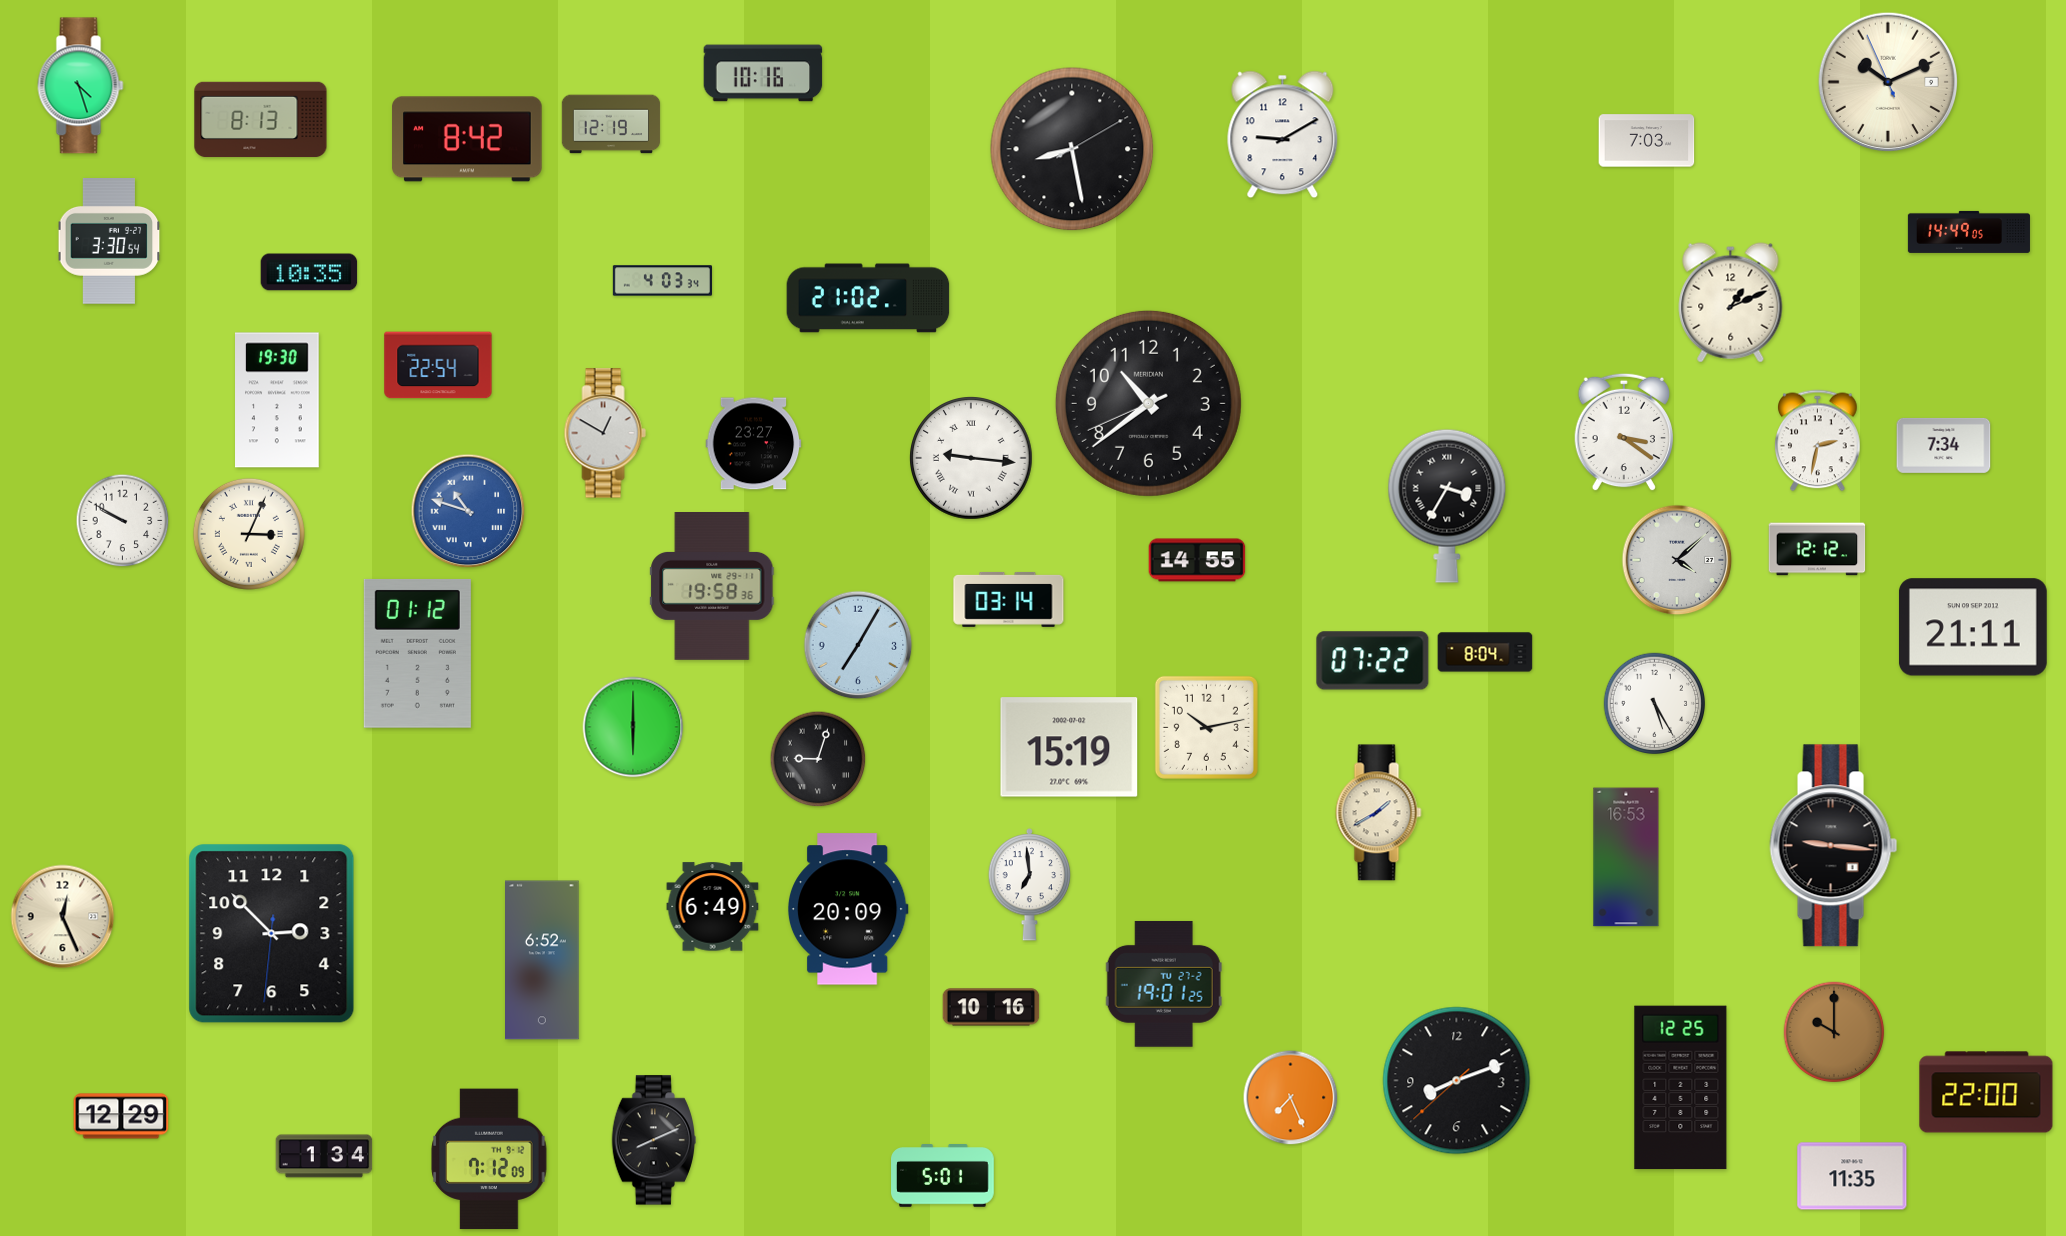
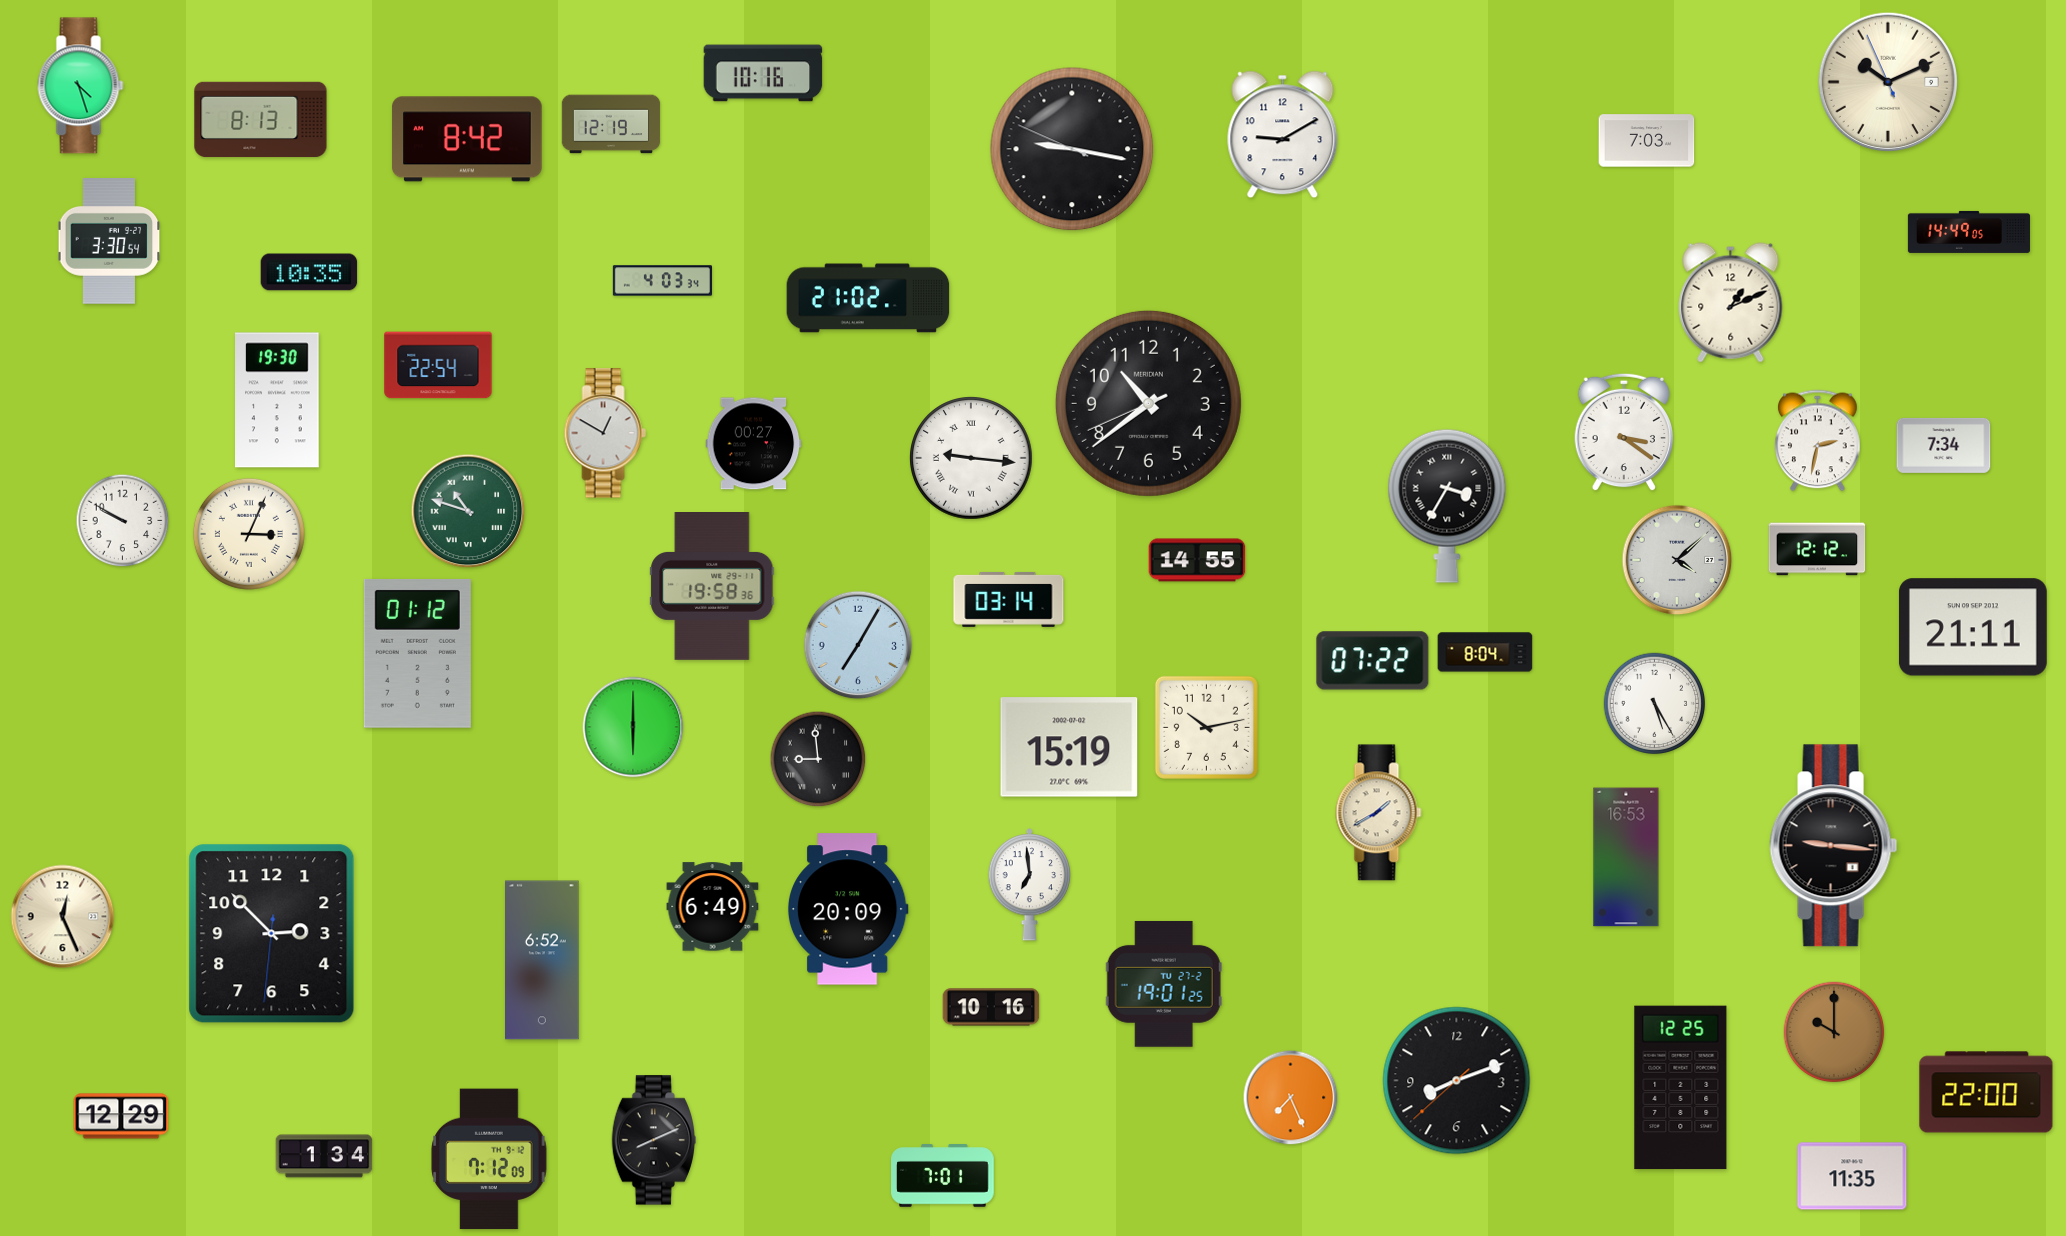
clock at (1072, 149): 8:28 -> 9:16
clock at (754, 444): 23:27 -> 00:27
clock at (468, 511) dial: blue -> green
clock at (818, 759): 9:03 -> 8:59
clock at (943, 1176): 5:01 -> 7:01
